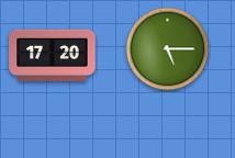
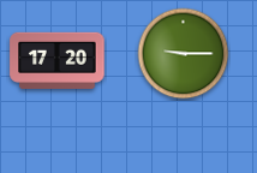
clock at (168, 49): 5:15 -> 9:15
